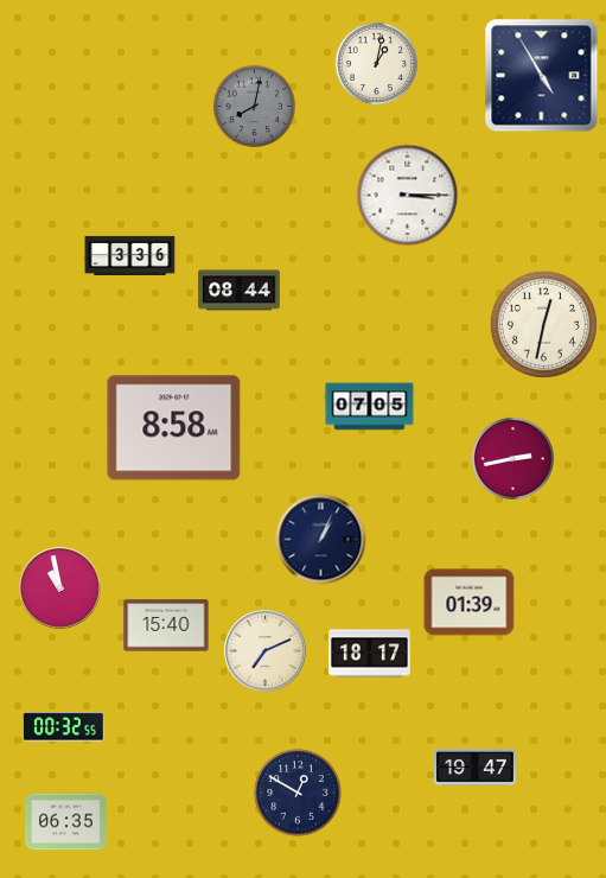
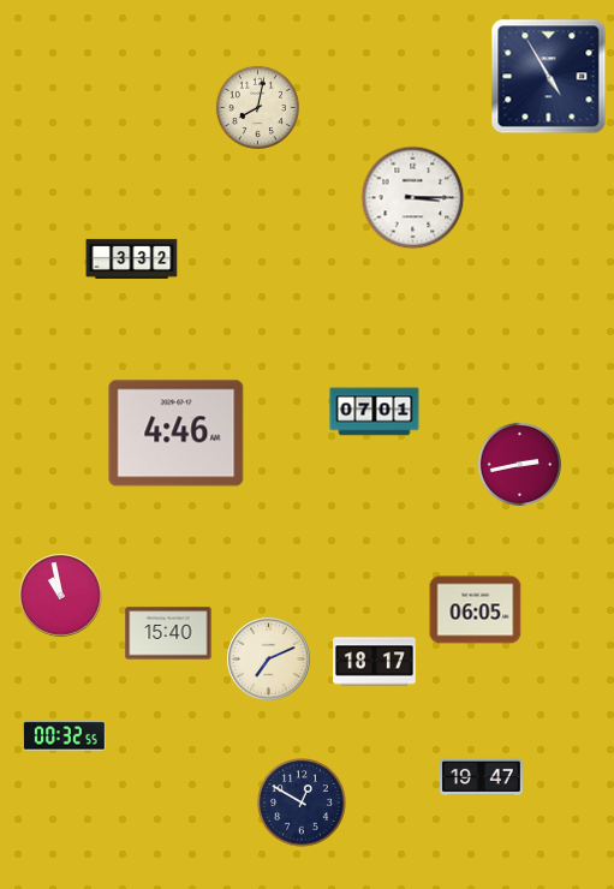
clock at (376, 63): 1:02 -> none
clock at (254, 106) dial: grey -> cream
clock at (130, 255): 3:36 -> 3:32
clock at (240, 291): 08:44 -> none
clock at (543, 324): 12:32 -> none
clock at (370, 407): 07:05 -> 07:01
clock at (174, 428): 8:58 -> 4:46
clock at (321, 540): 1:04 -> none
clock at (470, 603): 01:39 -> 06:05
clock at (66, 822): 06:35 -> none
